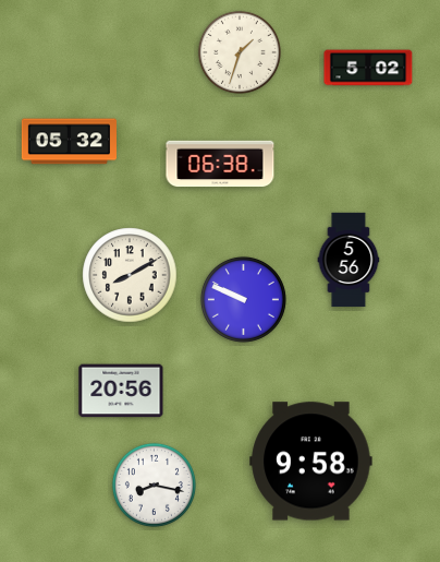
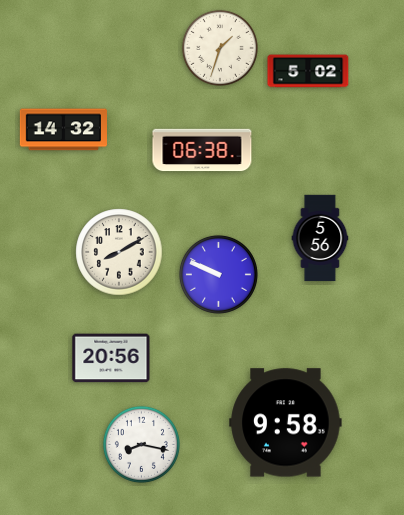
clock at (368, 68) position: (368, 68) -> (308, 71)
clock at (69, 142): 05:32 -> 14:32
clock at (243, 299) position: (243, 299) -> (218, 274)
